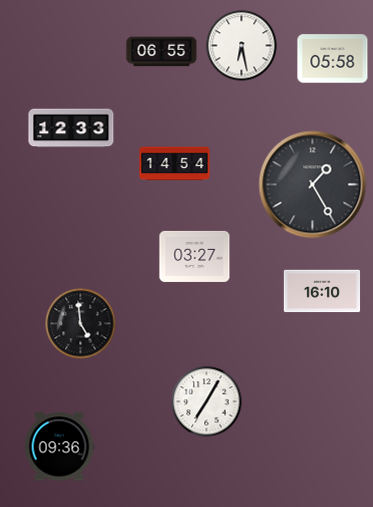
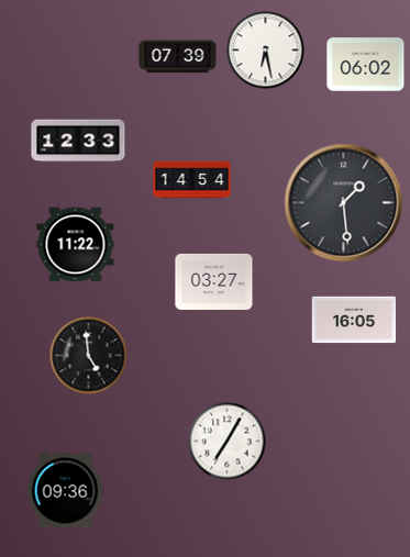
clock at (162, 52): 06:55 -> 07:39
clock at (333, 59): 05:58 -> 06:02
clock at (313, 185): 1:25 -> 1:29
clock at (76, 245): none -> 11:22
clock at (322, 291): 16:10 -> 16:05
